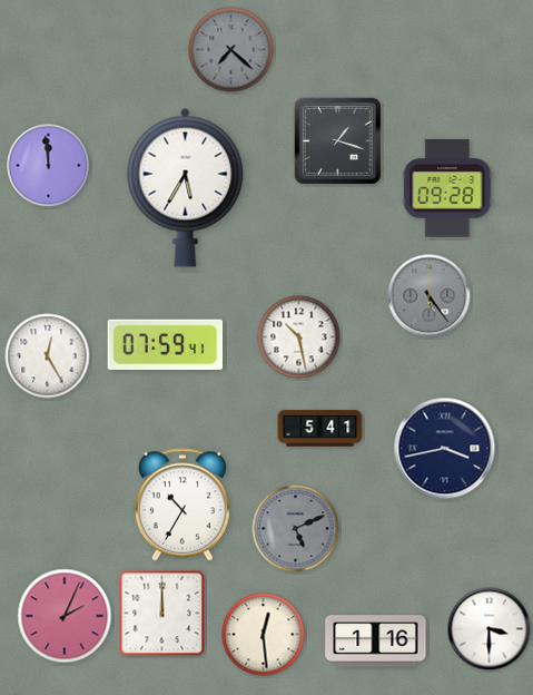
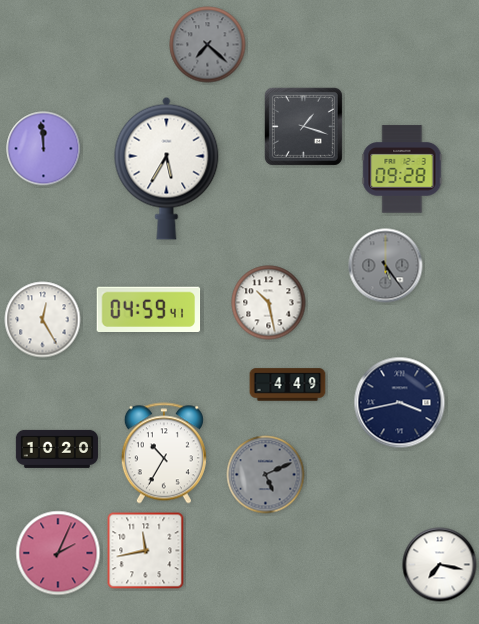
clock at (166, 344): 07:59 -> 04:59
clock at (320, 429): 5:41 -> 4:49
clock at (57, 449): none -> 10:20
clock at (162, 614): 12:00 -> 11:43
clock at (490, 629): 3:30 -> 7:17
clock at (264, 635): 12:29 -> none
clock at (376, 642): 1:16 -> none
